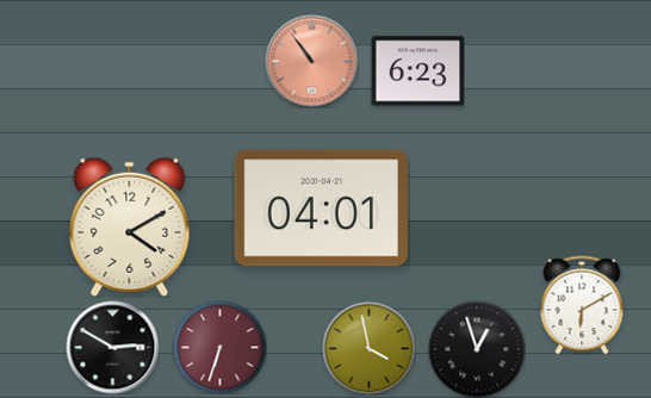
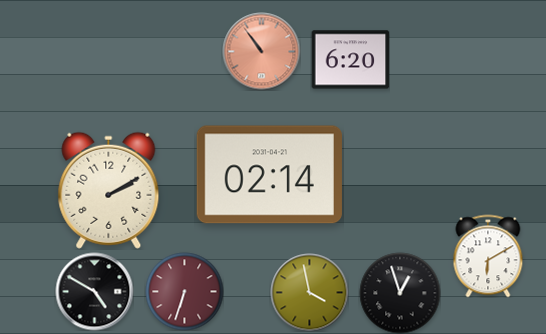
clock at (417, 71): 6:23 -> 6:20
clock at (321, 209): 04:01 -> 02:14
clock at (130, 226): 4:10 -> 2:10
clock at (112, 347): 2:50 -> 4:50
